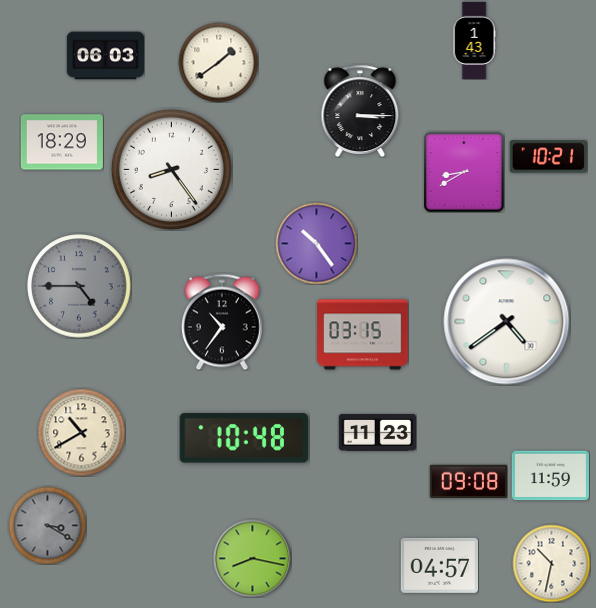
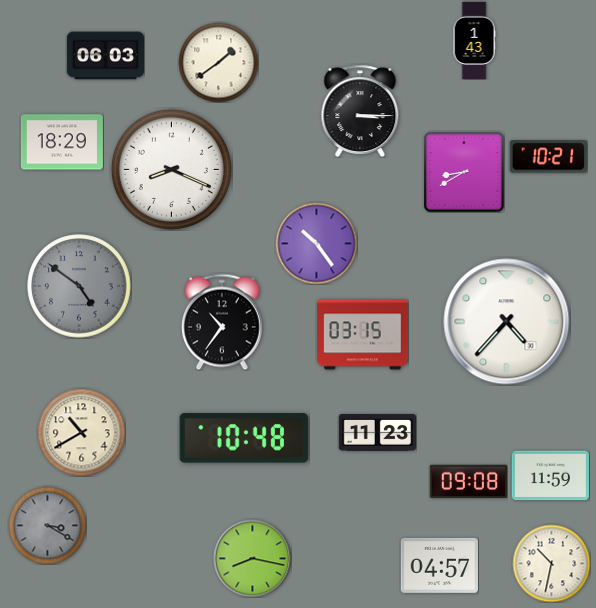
clock at (171, 169): 8:24 -> 8:19
clock at (79, 286): 4:45 -> 4:51
clock at (507, 322): 4:39 -> 4:37
